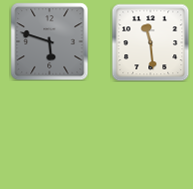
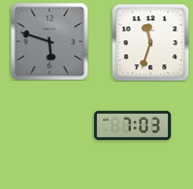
clock at (150, 42): 11:29 -> 11:33
clock at (133, 126): none -> 7:03
